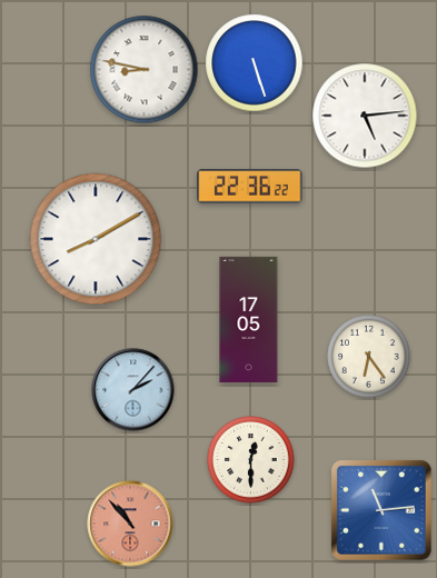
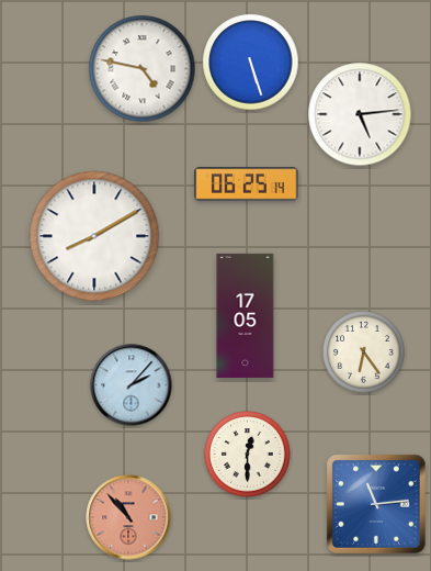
clock at (145, 70): 8:47 -> 4:47
clock at (250, 187): 22:36 -> 06:25
